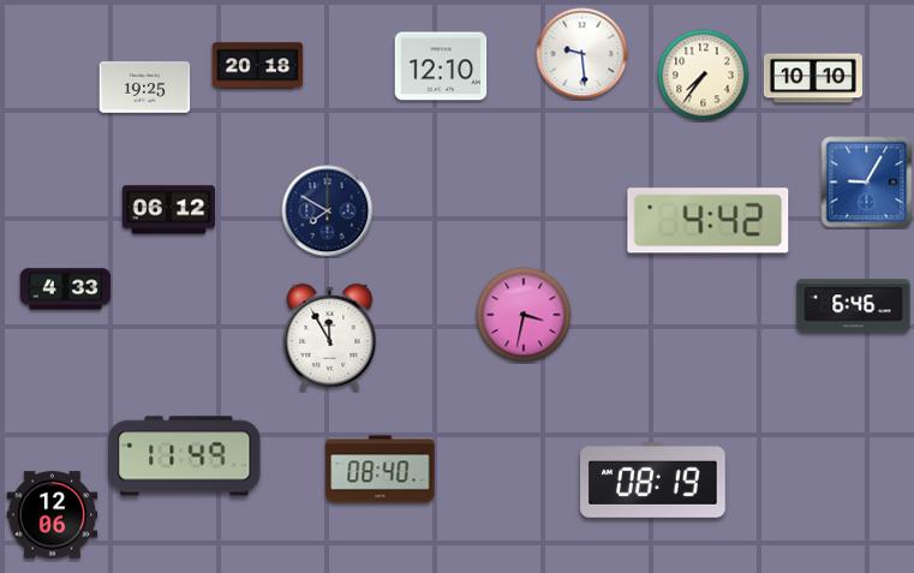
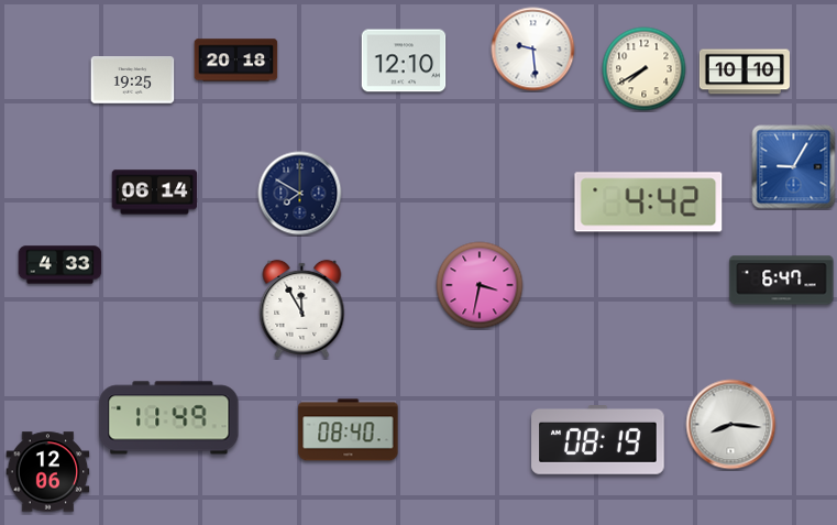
clock at (704, 76): 7:36 -> 7:40
clock at (169, 210): 06:12 -> 06:14
clock at (854, 306): 6:46 -> 6:47
clock at (524, 315) position: (524, 315) -> (480, 285)
clock at (731, 425): none -> 8:16
